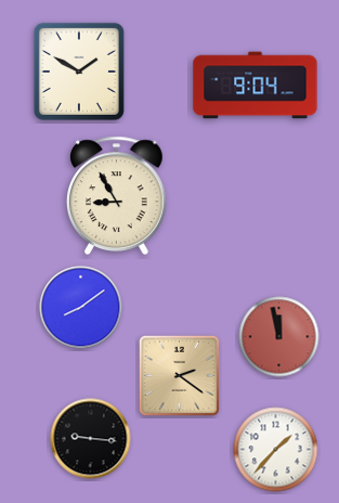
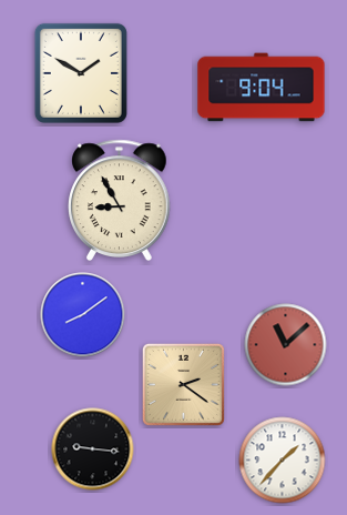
clock at (279, 337): 11:58 -> 11:08
